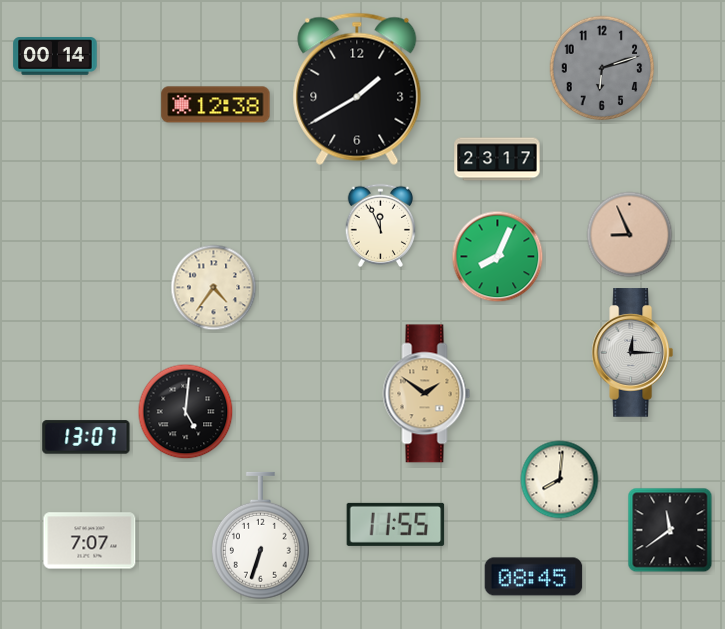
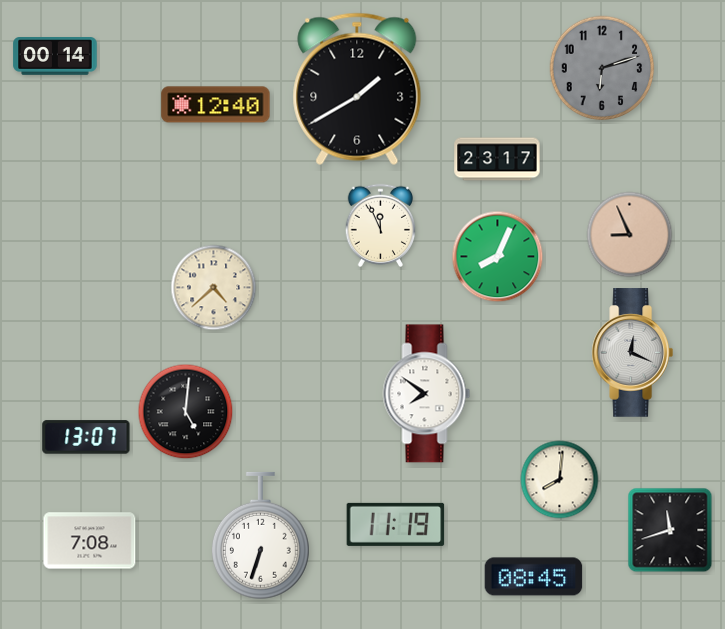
clock at (216, 105): 12:38 -> 12:40
clock at (214, 288): 4:36 -> 4:38
clock at (632, 353): 12:15 -> 12:19
clock at (427, 394): 1:51 -> 7:51
clock at (427, 394) dial: champagne -> white
clock at (396, 524): 11:55 -> 11:19
clock at (670, 530): 11:39 -> 11:42
clock at (90, 541): 7:07 -> 7:08
